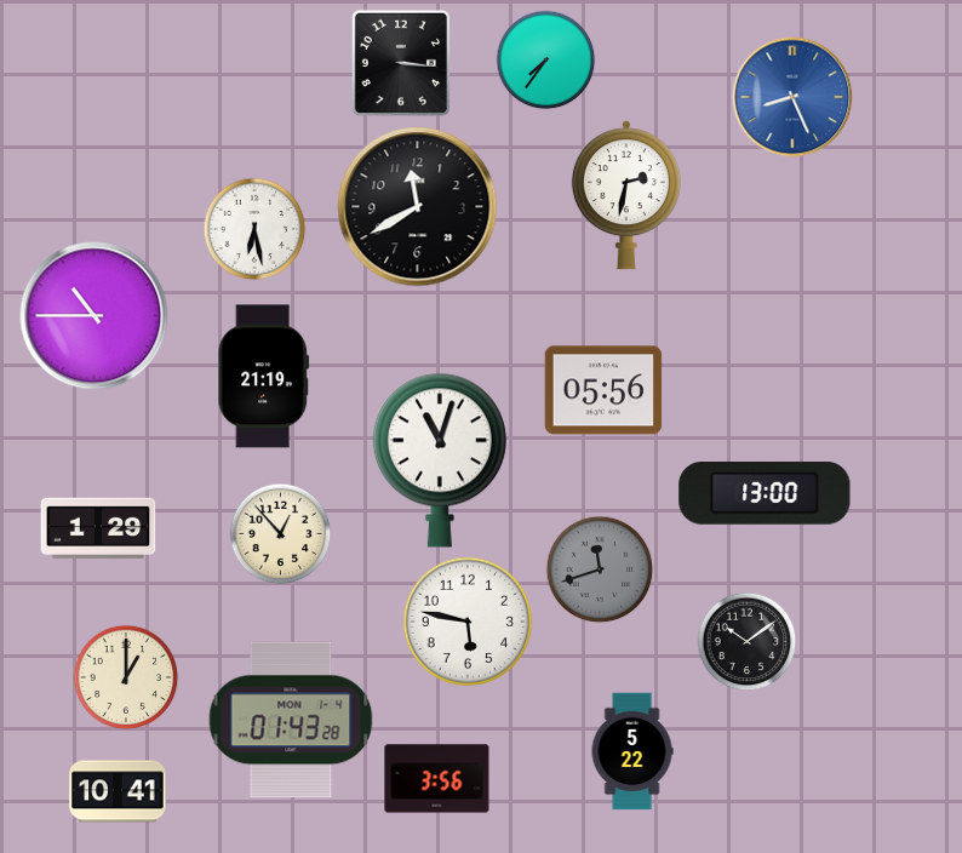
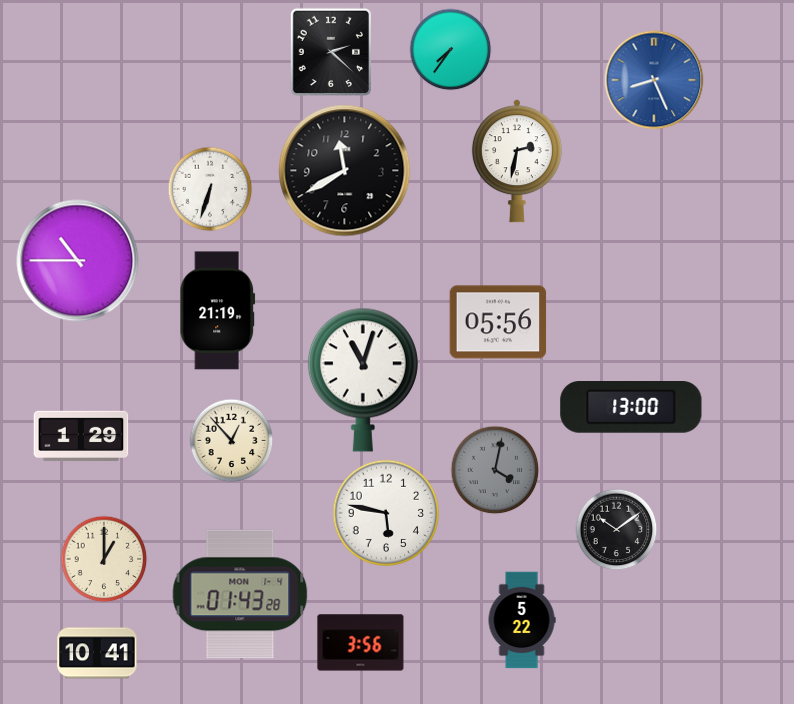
clock at (400, 62): 3:16 -> 2:22
clock at (254, 229): 6:28 -> 6:33
clock at (600, 569): 11:42 -> 4:02
